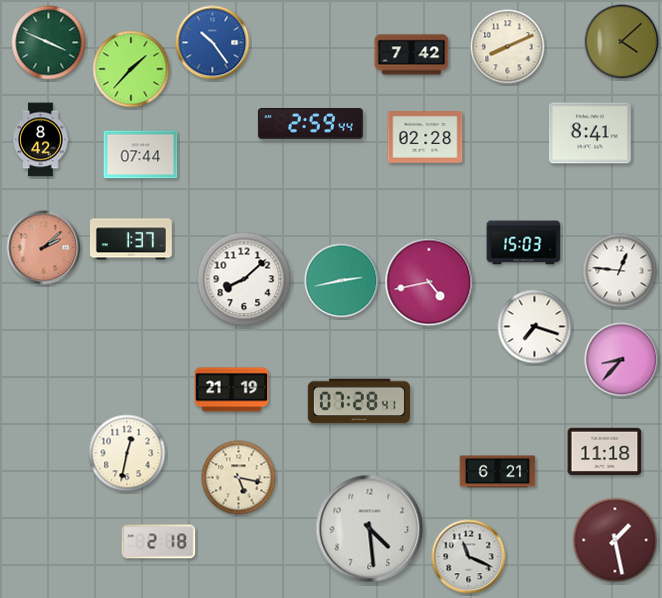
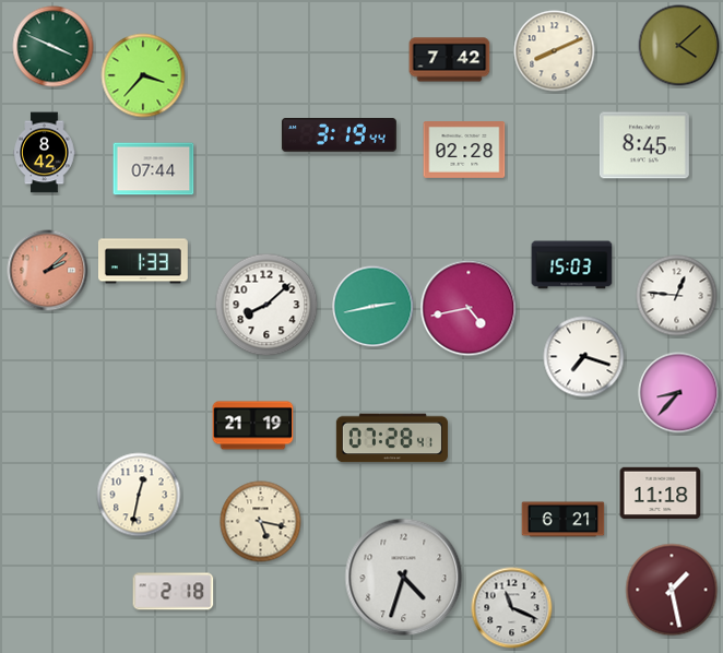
clock at (213, 43): 10:24 -> none
clock at (131, 69): 1:37 -> 3:37
clock at (310, 124): 2:59 -> 3:19
clock at (590, 133): 8:41 -> 8:45
clock at (131, 239): 1:37 -> 1:33
clock at (498, 472) position: (498, 472) -> (564, 520)
clock at (370, 529): 4:29 -> 4:33
